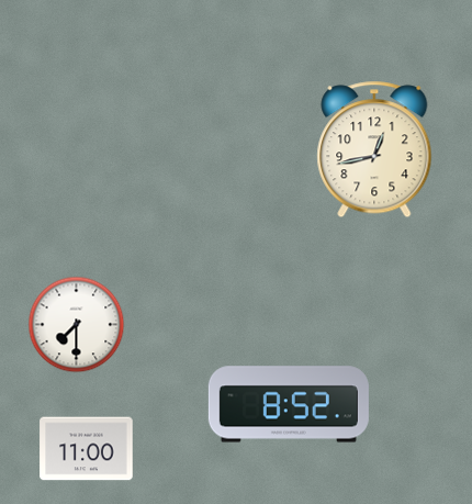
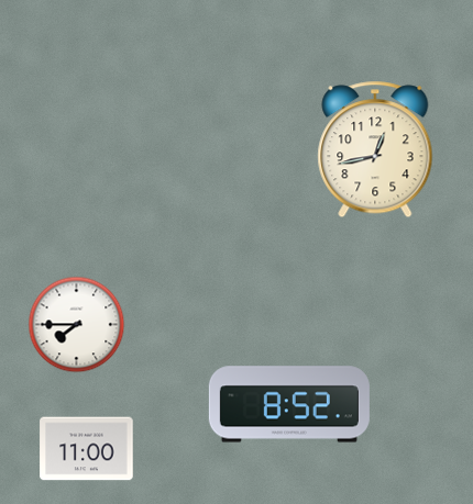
clock at (77, 325): 7:30 -> 7:45
